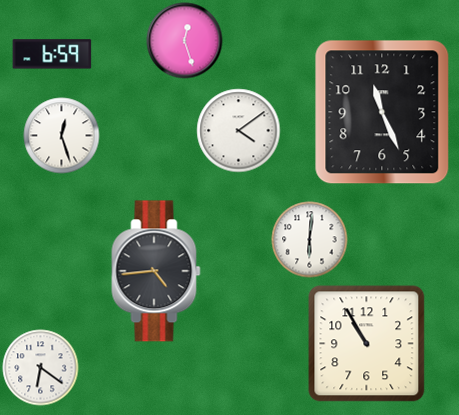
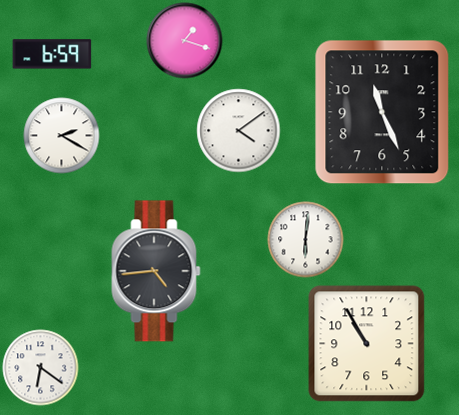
clock at (185, 41): 12:27 -> 1:18
clock at (62, 136): 12:27 -> 2:20
clock at (310, 240) position: (310, 240) -> (306, 240)
